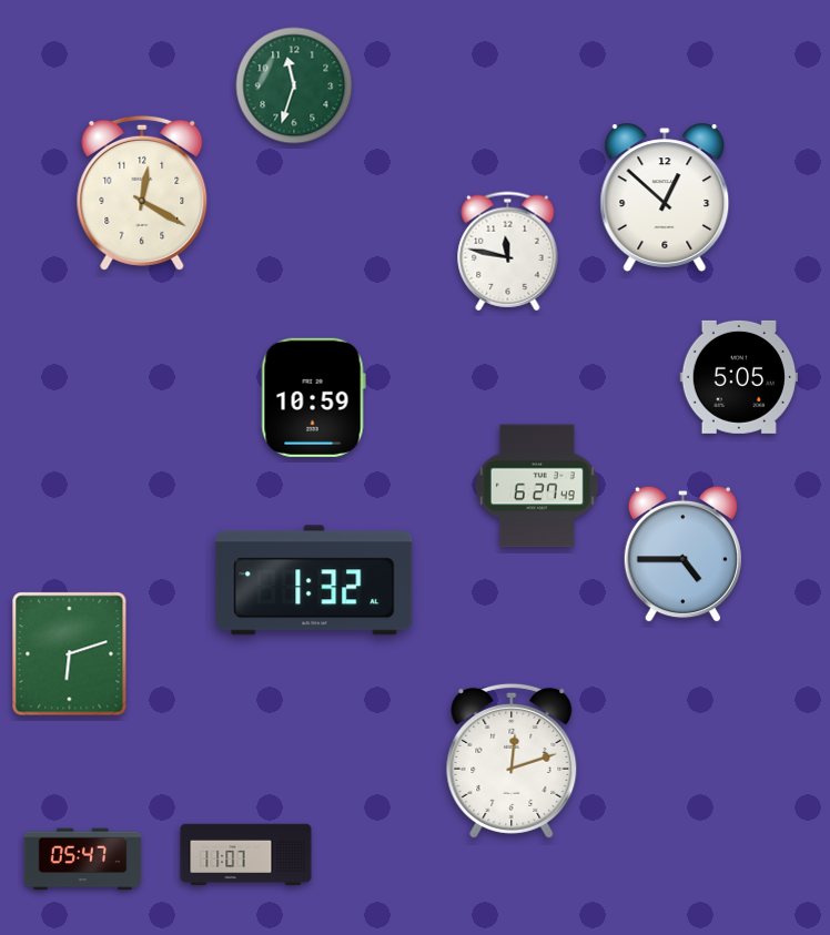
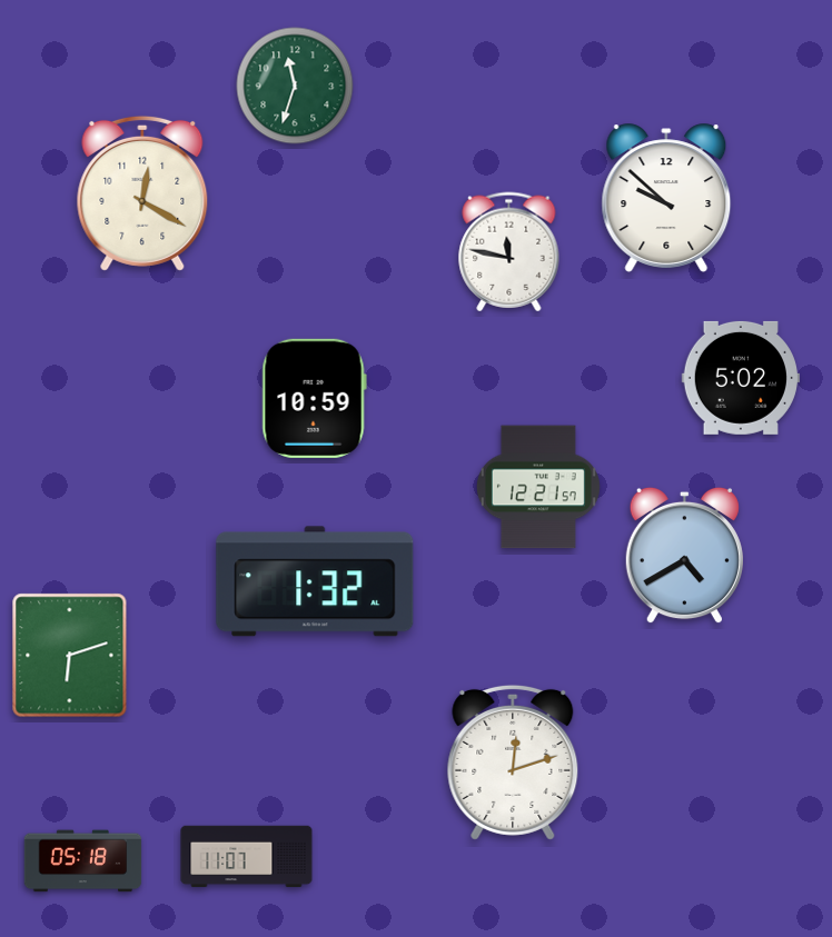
clock at (665, 197): 12:52 -> 9:52
clock at (739, 377): 5:05 -> 5:02
clock at (537, 486): 6:27 -> 12:21
clock at (682, 555): 4:45 -> 4:40
clock at (83, 860): 05:47 -> 05:18
